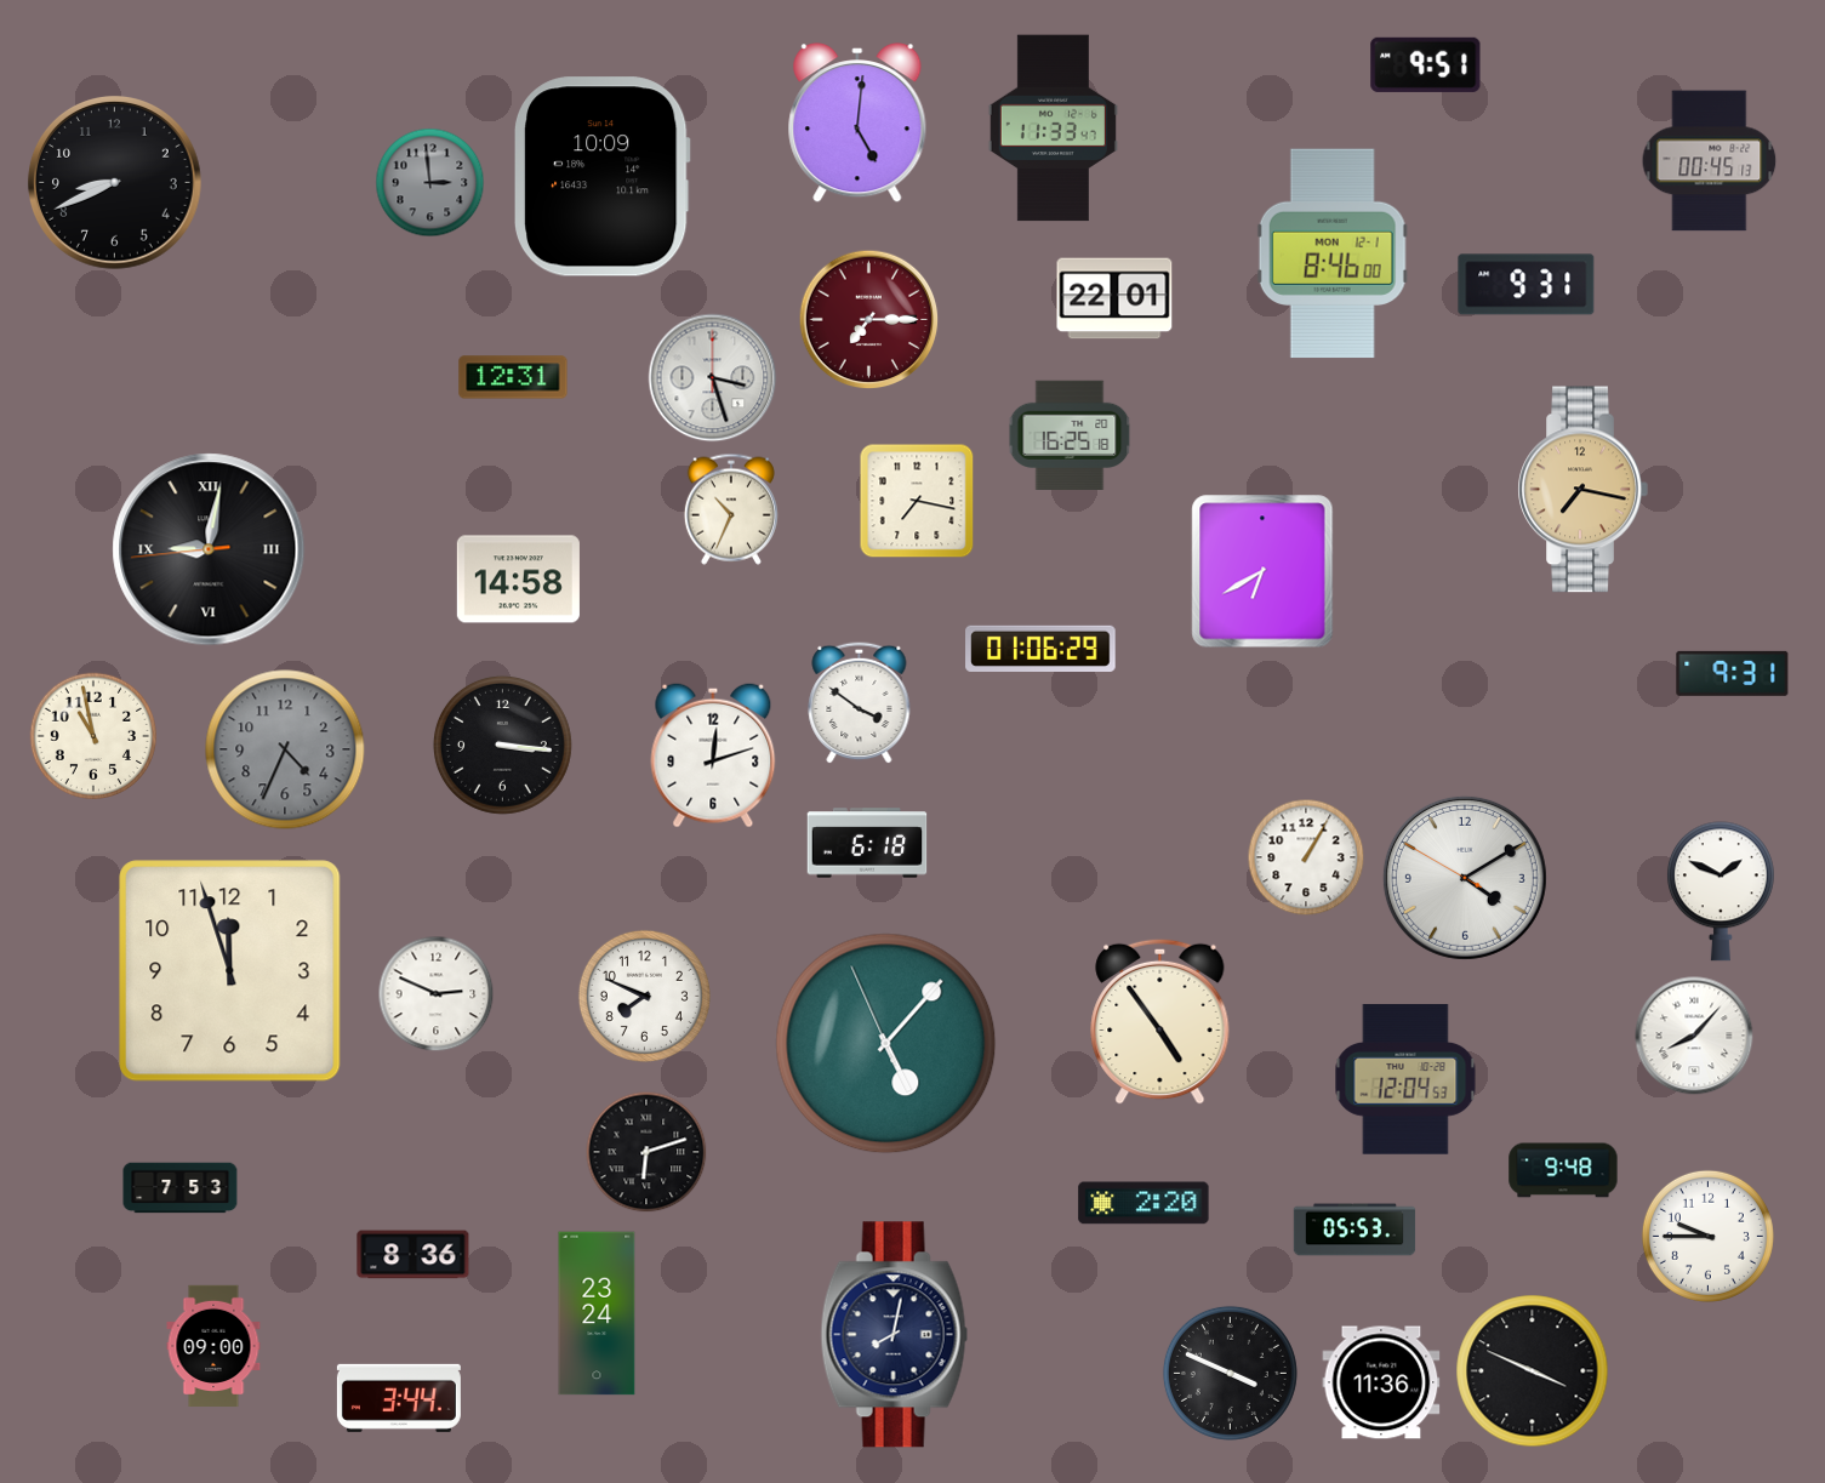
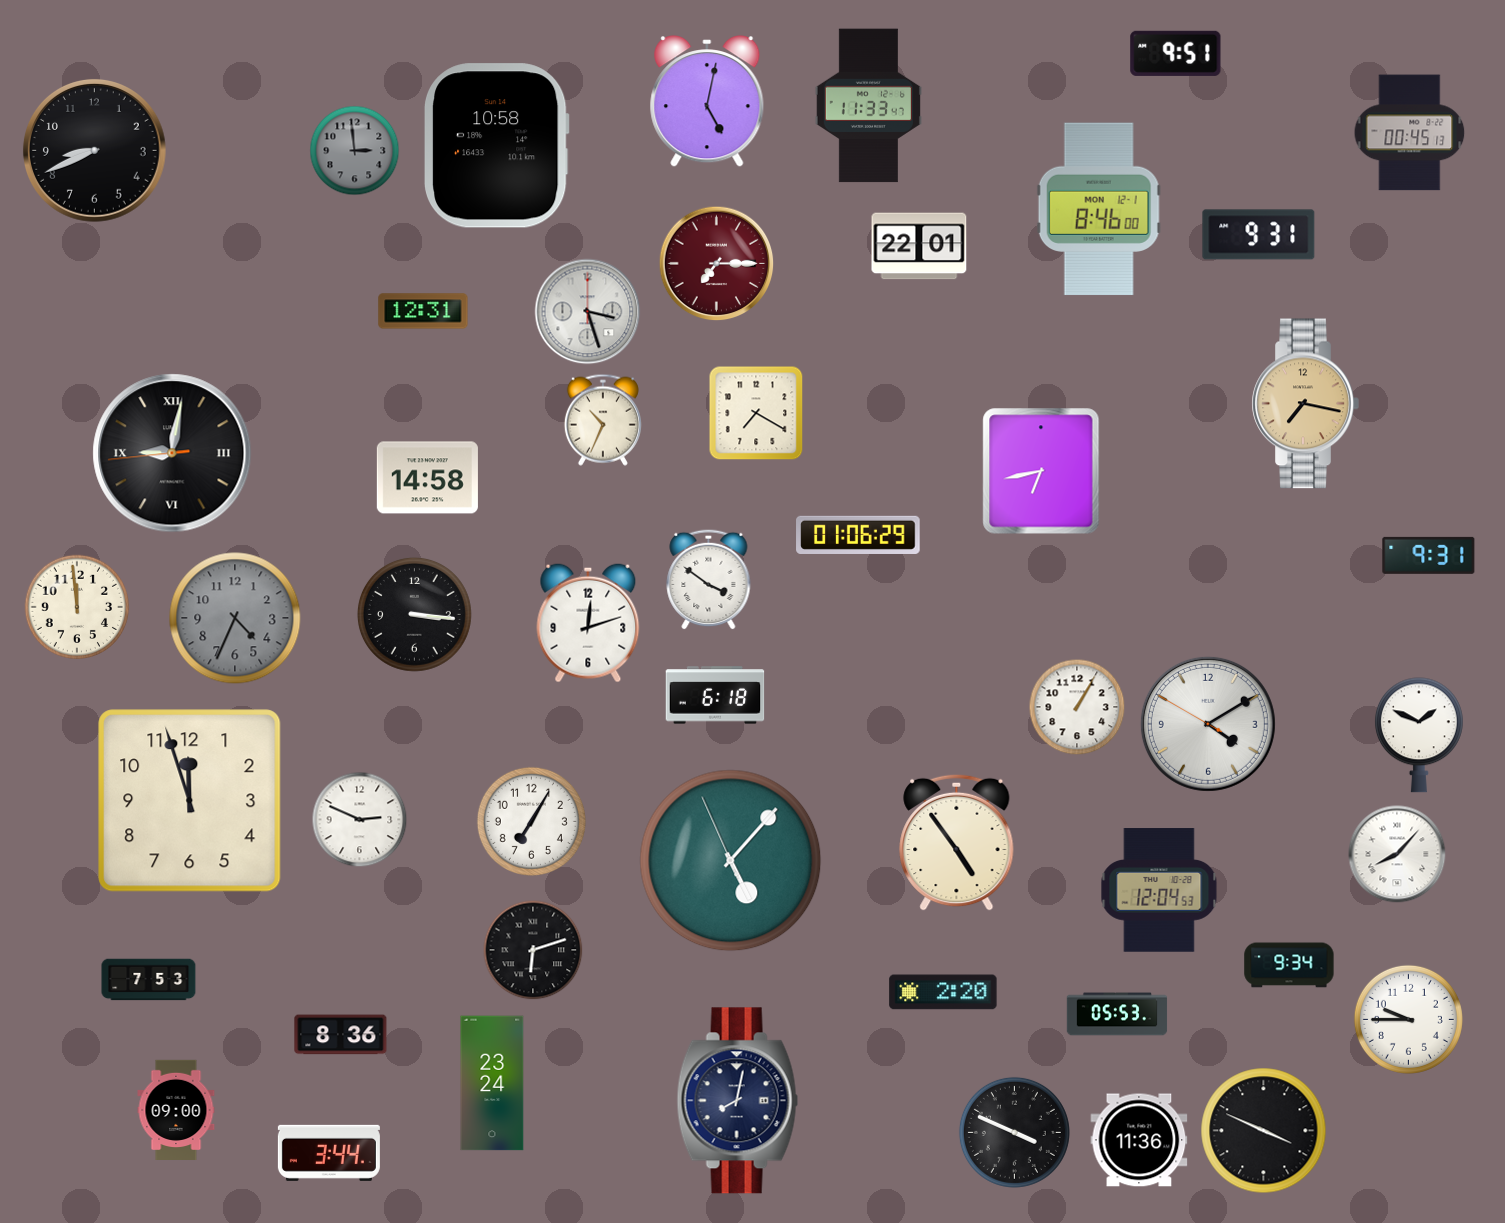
clock at (857, 124): 5:01 -> 5:02
clock at (601, 177): 10:09 -> 10:58
clock at (1070, 435): 16:25 -> none
clock at (917, 501): 7:17 -> 7:20
clock at (1262, 571): 6:40 -> 6:43
clock at (93, 736): 10:58 -> 11:59
clock at (644, 996): 7:49 -> 7:05
clock at (1563, 1170): 9:48 -> 9:34
